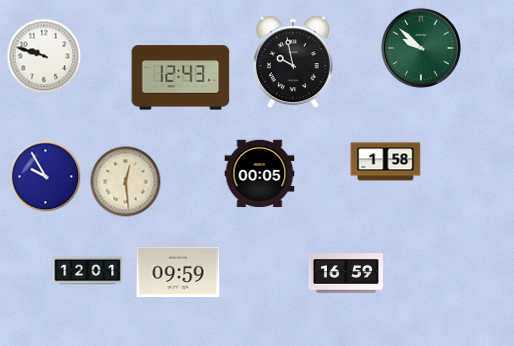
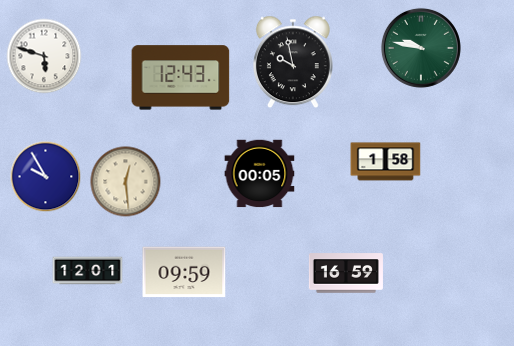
clock at (421, 48): 9:52 -> 9:47
clock at (44, 56): 9:48 -> 5:48
clock at (178, 272) position: (178, 272) -> (184, 272)
